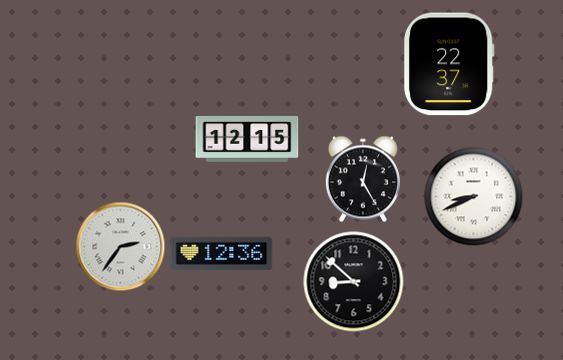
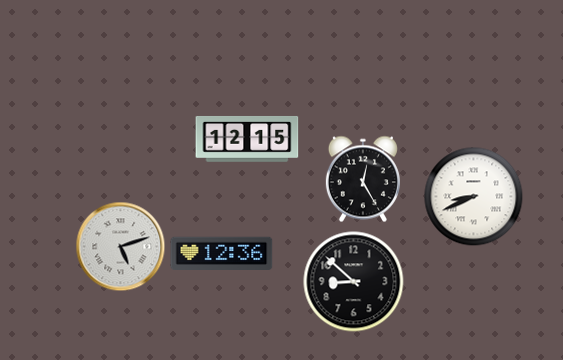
clock at (449, 64): 22:37 -> none
clock at (121, 247): 2:36 -> 5:12
